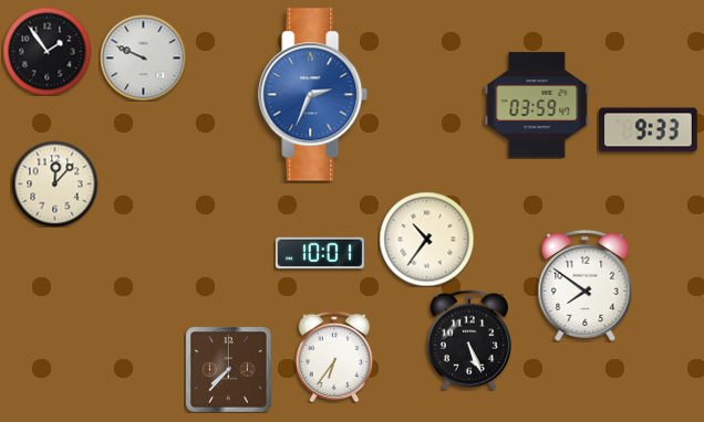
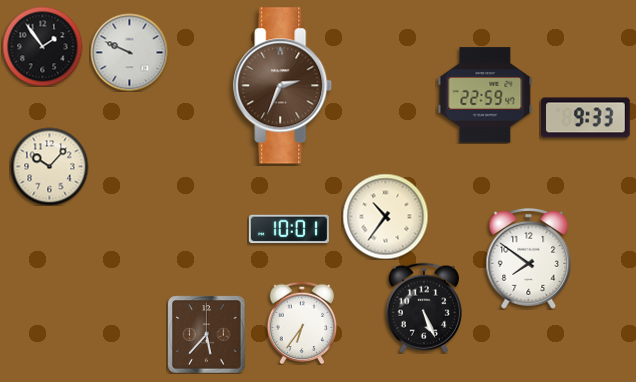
clock at (313, 95) dial: blue -> brown
clock at (537, 105): 03:59 -> 22:59
clock at (54, 183): 12:07 -> 10:07
clock at (228, 369): 7:37 -> 5:37
